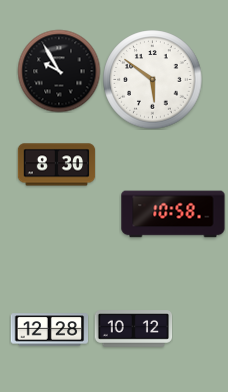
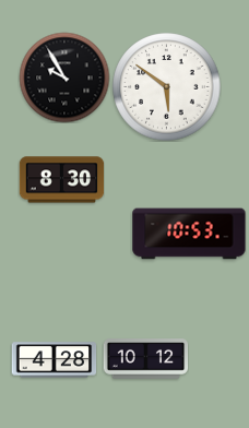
clock at (173, 214): 10:58 -> 10:53
clock at (49, 330): 12:28 -> 4:28
